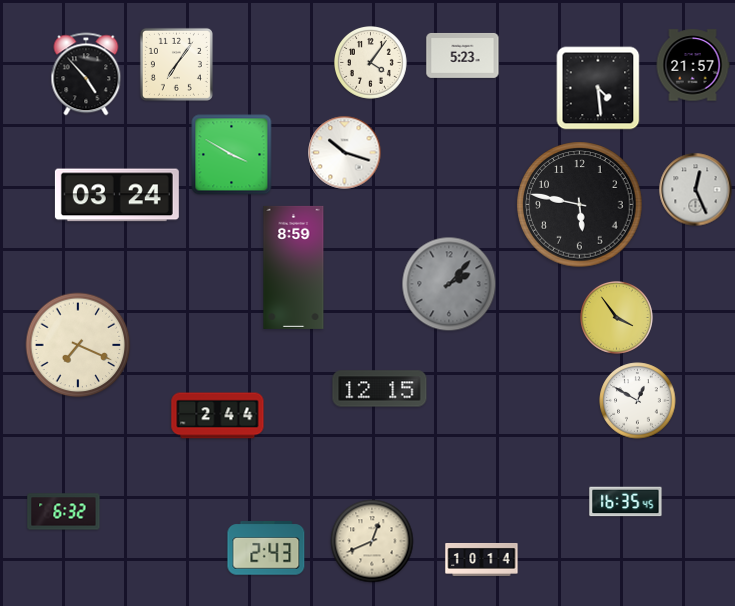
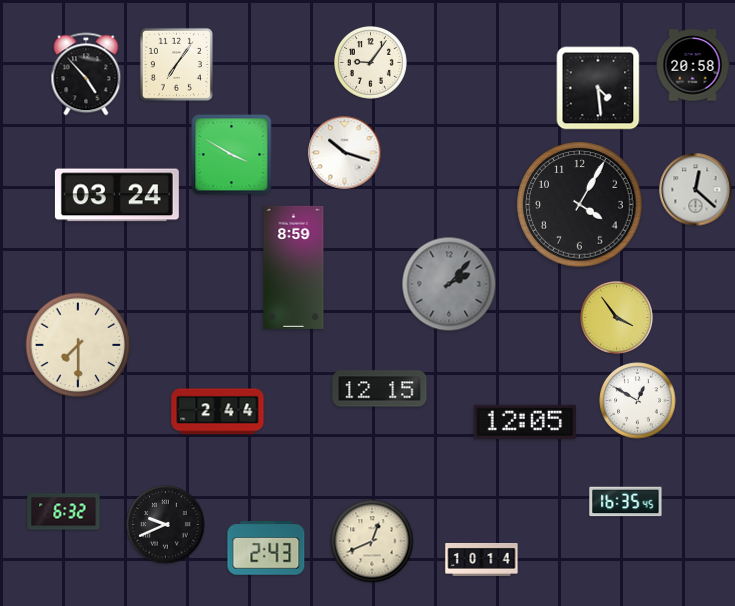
clock at (463, 55): 5:23 -> none
clock at (371, 63): 4:06 -> 9:06
clock at (693, 65): 21:57 -> 20:58
clock at (696, 190): 12:26 -> 12:22
clock at (580, 205): 5:47 -> 4:05
clock at (78, 345): 7:19 -> 7:30
clock at (218, 416) position: (218, 416) -> (218, 412)
clock at (524, 421): none -> 12:05
clock at (166, 525): none -> 9:41
